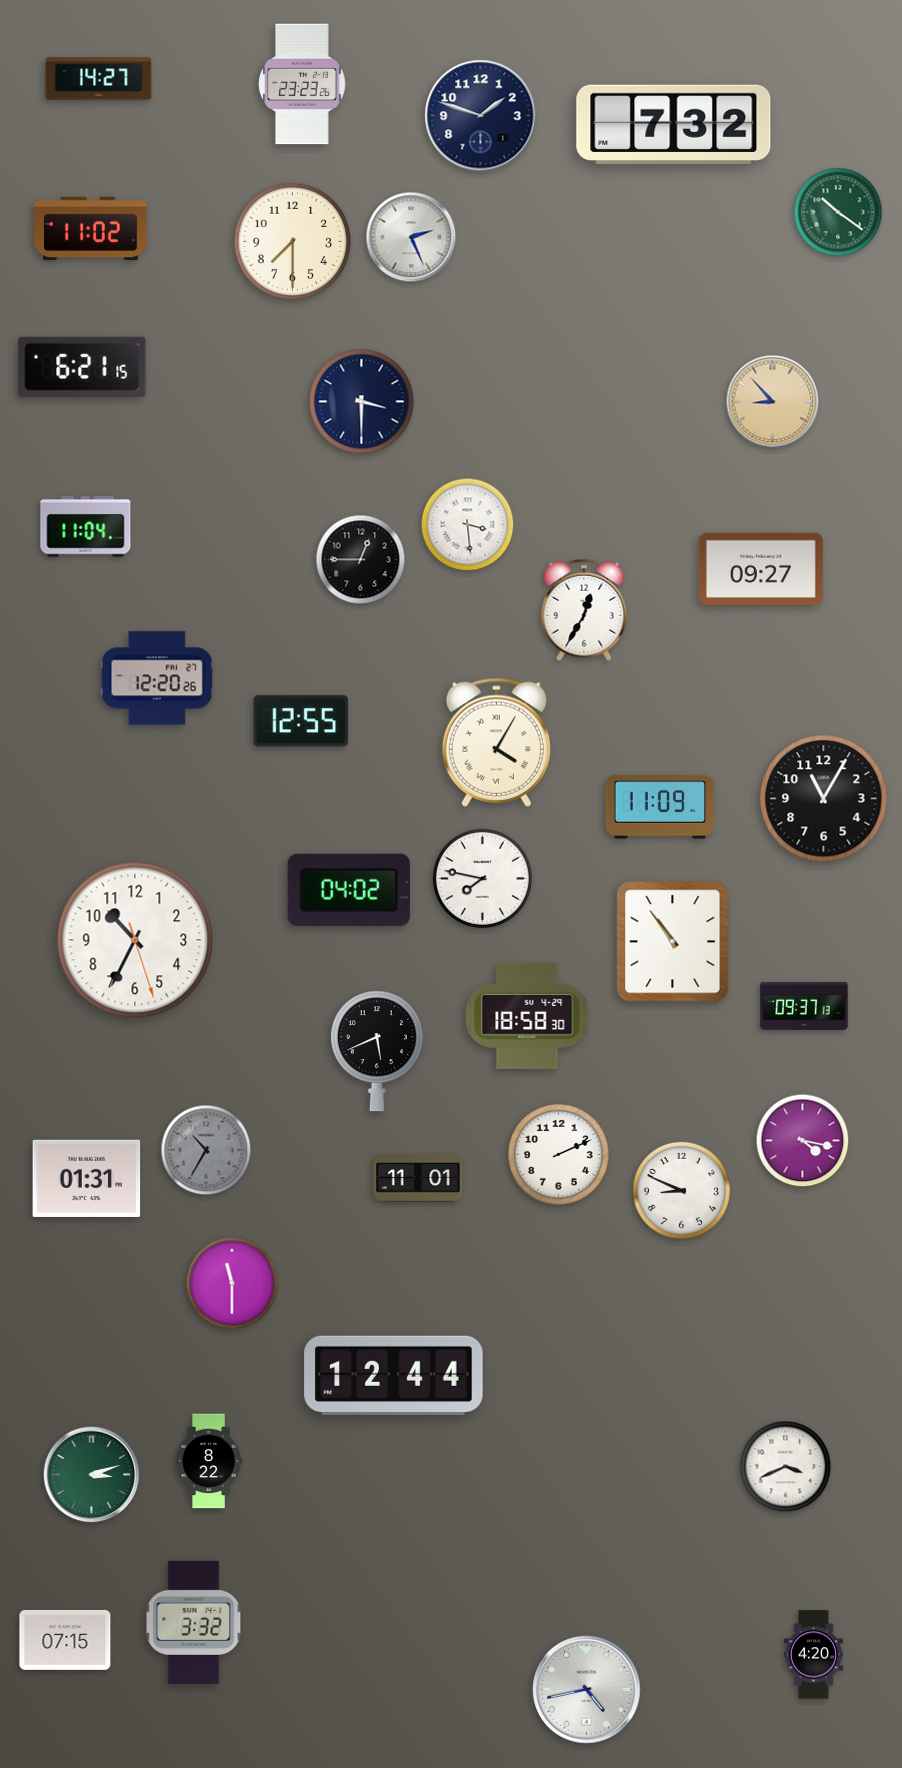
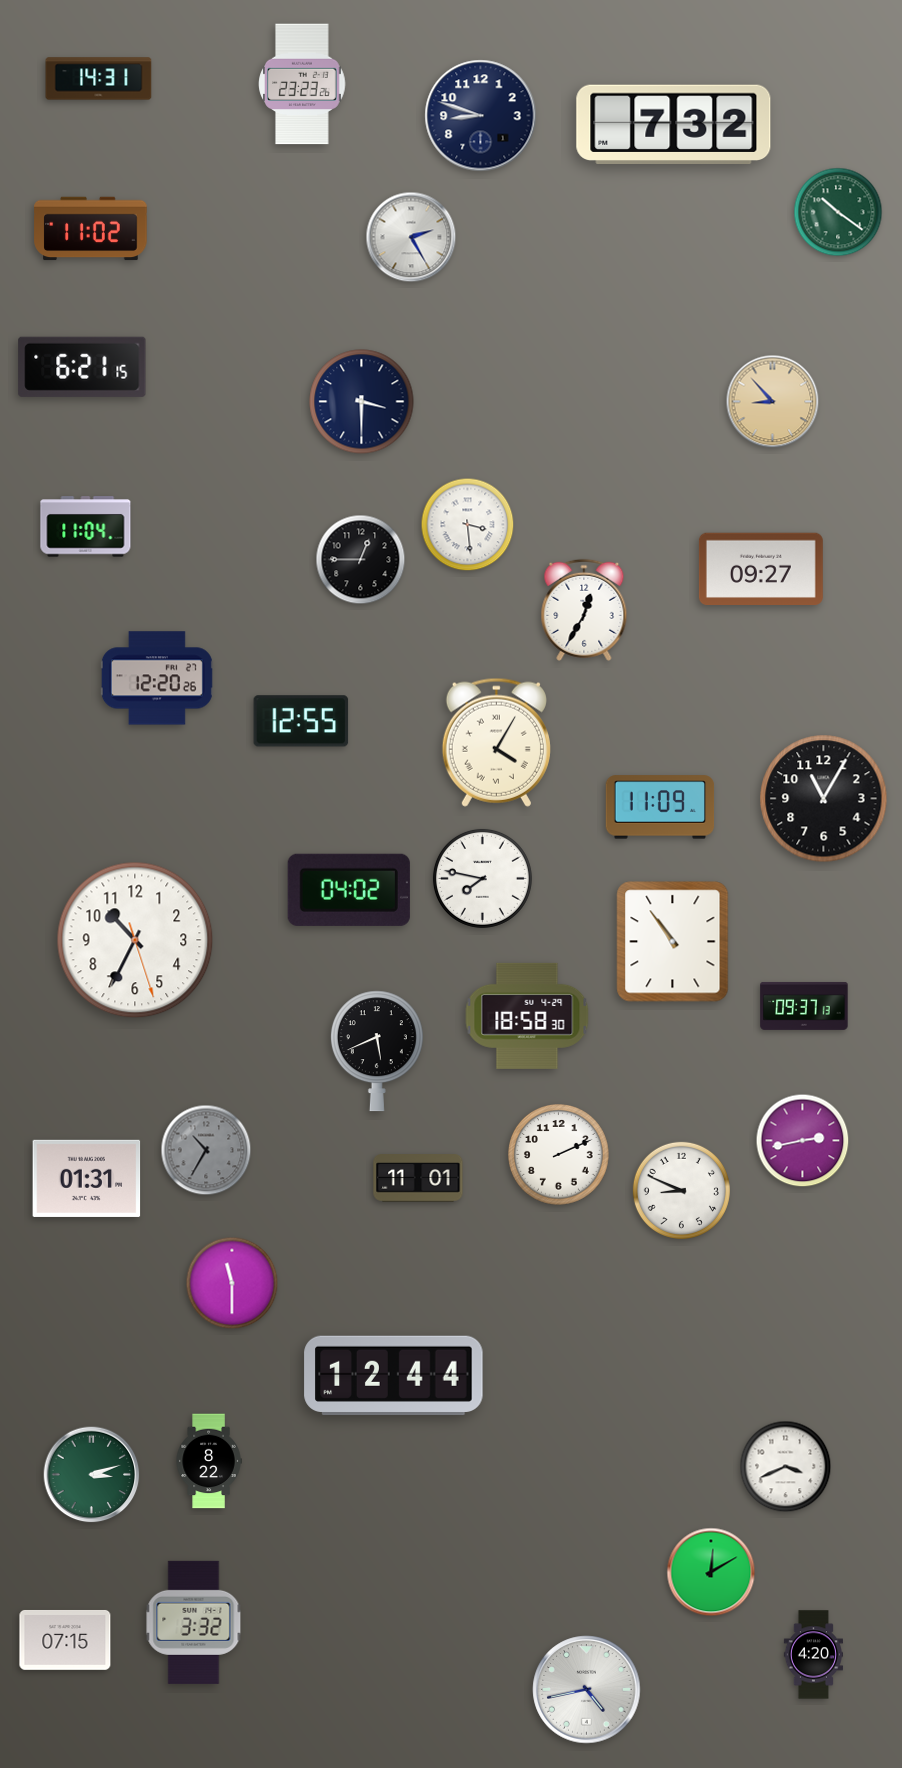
clock at (99, 79): 14:27 -> 14:31
clock at (481, 116): 1:48 -> 8:48
clock at (411, 237): 2:26 -> 2:25
clock at (293, 242): 7:30 -> none
clock at (803, 1141): 4:17 -> 2:43
clock at (711, 1572): none -> 12:10
